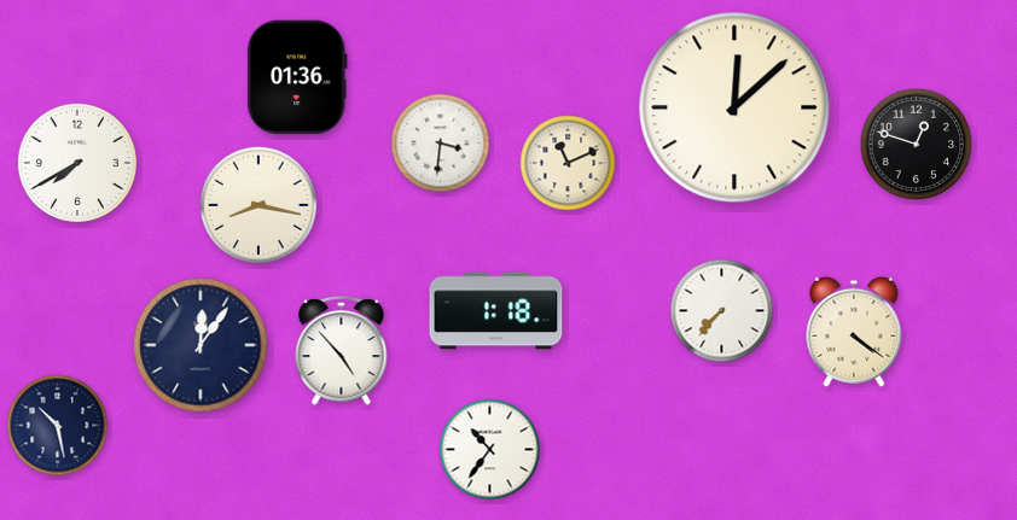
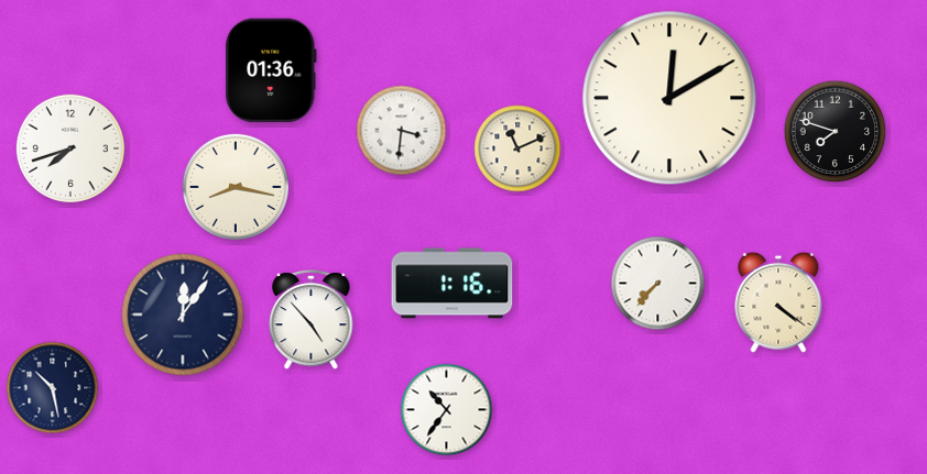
clock at (734, 107): 12:08 -> 12:10
clock at (917, 145): 12:48 -> 7:48
clock at (77, 163): 7:40 -> 7:42
clock at (496, 311): 1:18 -> 1:16
